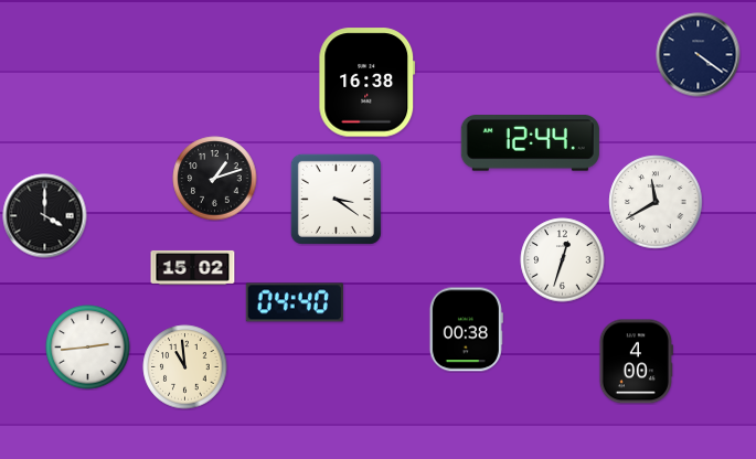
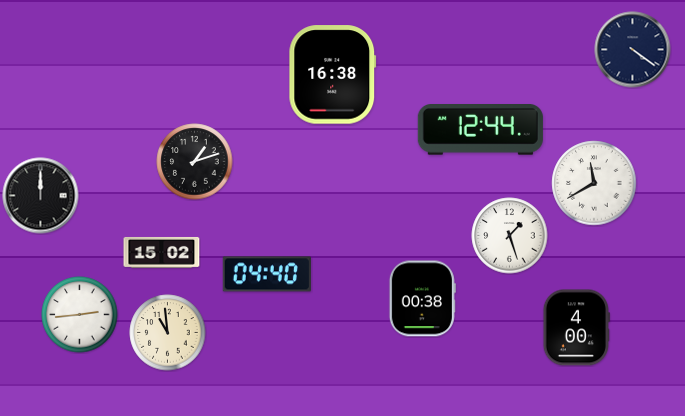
clock at (336, 199): 3:21 -> none
clock at (45, 216): 4:00 -> 12:00
clock at (563, 260): 12:33 -> 1:27
clock at (193, 267) position: (193, 267) -> (162, 252)
